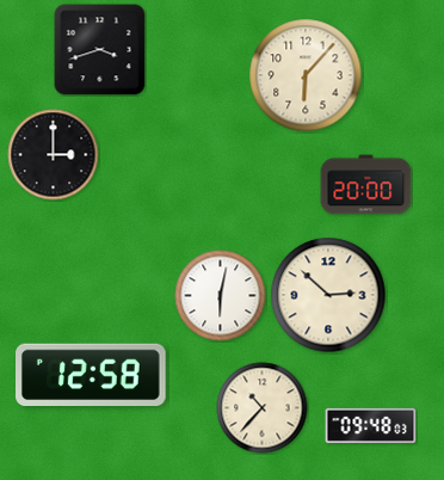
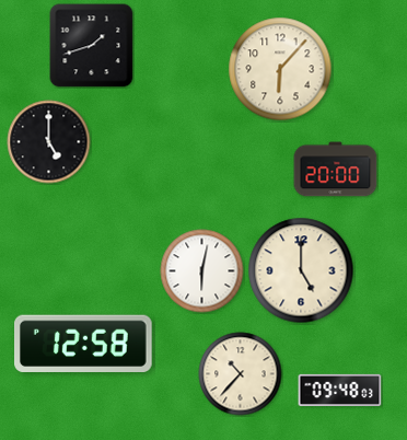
clock at (100, 50): 3:42 -> 1:42
clock at (54, 155): 3:00 -> 5:00
clock at (328, 295): 2:52 -> 5:00
